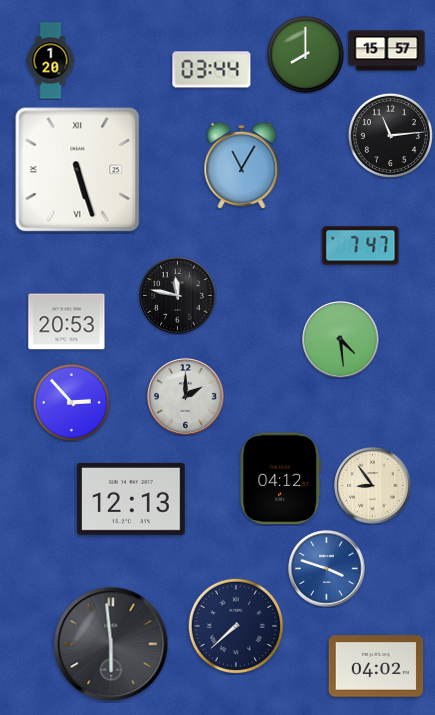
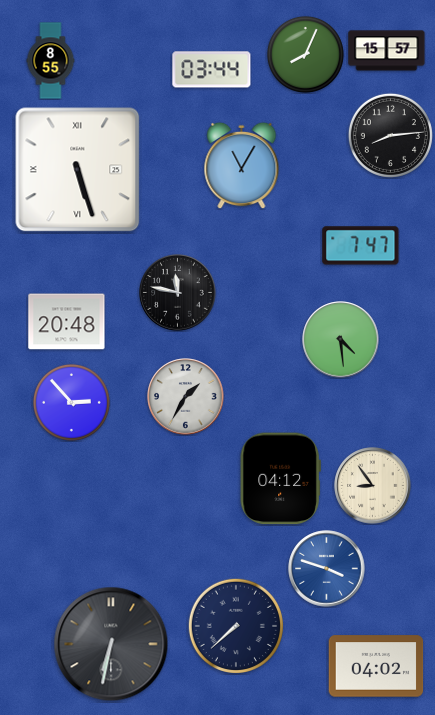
clock at (305, 54): 8:00 -> 8:04
clock at (51, 61): 1:20 -> 8:55
clock at (390, 135): 11:14 -> 8:14
clock at (178, 296) position: (178, 296) -> (178, 293)
clock at (67, 322): 20:53 -> 20:48
clock at (186, 397): 2:00 -> 1:35
clock at (131, 499): 12:13 -> none
clock at (111, 644): 5:59 -> 6:32
